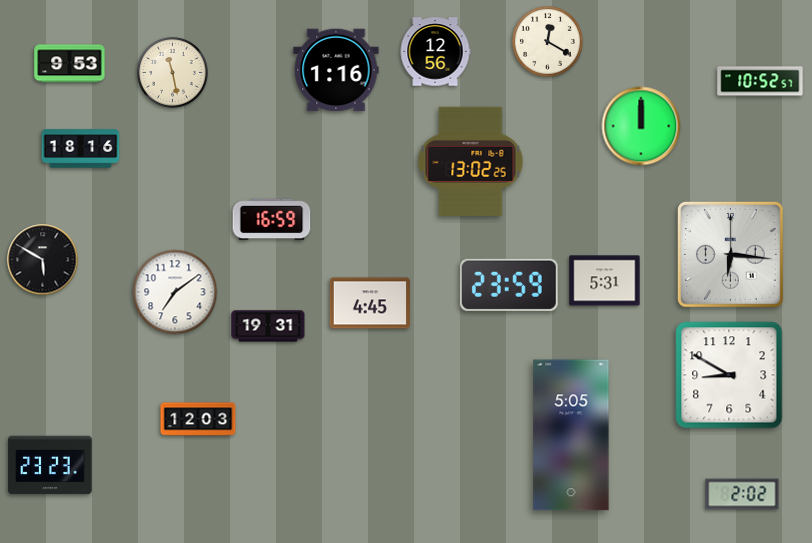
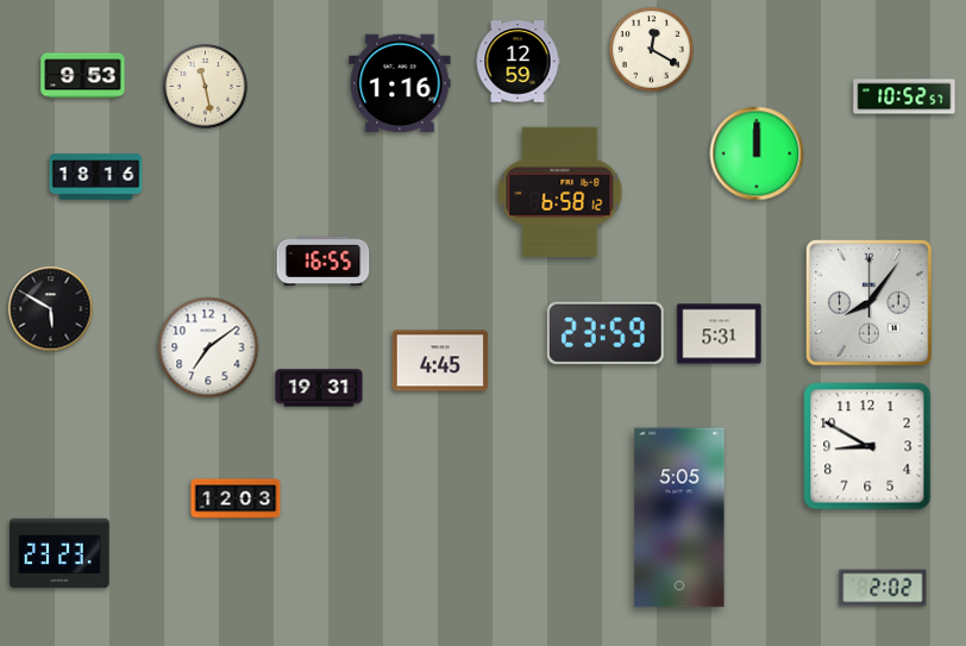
clock at (435, 52): 12:56 -> 12:59
clock at (641, 126) position: (641, 126) -> (757, 153)
clock at (471, 161): 13:02 -> 6:58
clock at (272, 220): 16:59 -> 16:55
clock at (730, 254): 6:16 -> 8:06
clock at (509, 285) position: (509, 285) -> (606, 333)
